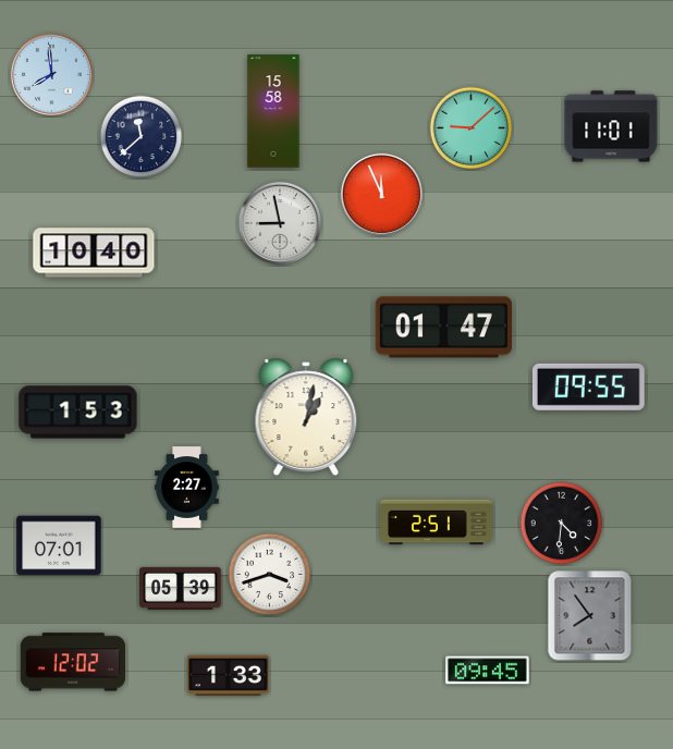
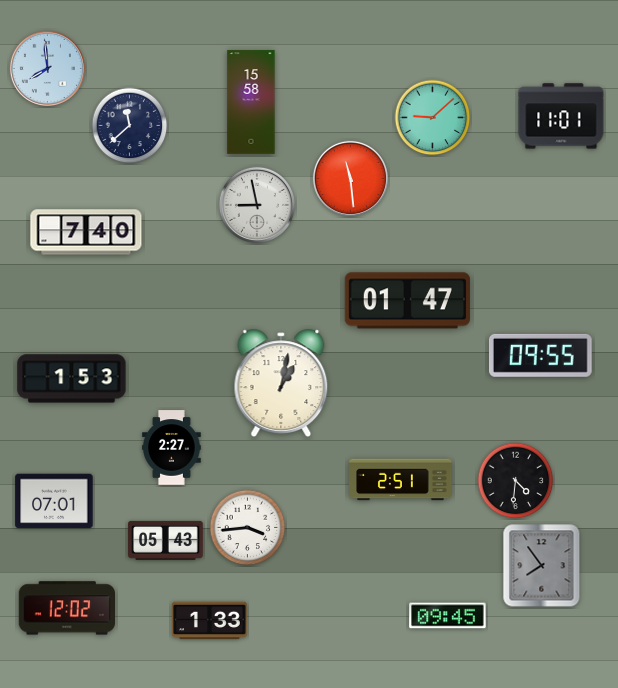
clock at (381, 194): 11:56 -> 11:29
clock at (94, 253): 10:40 -> 7:40
clock at (270, 575): 3:42 -> 3:44
clock at (181, 588): 05:39 -> 05:43
